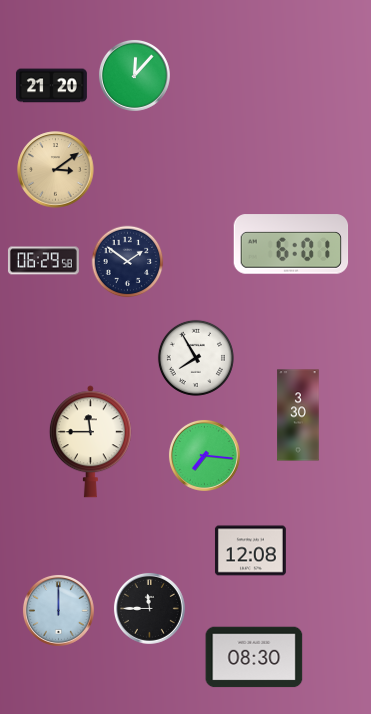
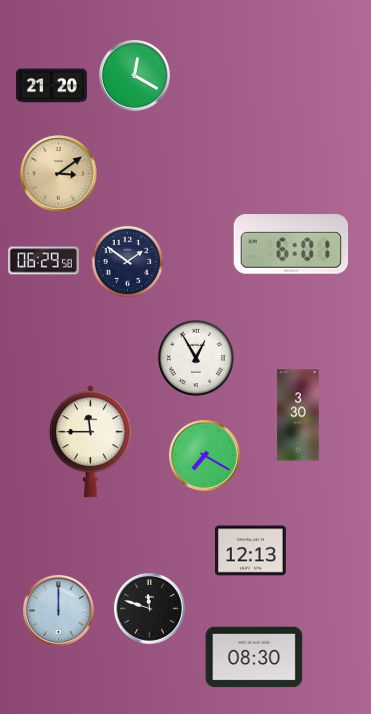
clock at (134, 75): 12:07 -> 12:20
clock at (56, 170) position: (56, 170) -> (59, 174)
clock at (196, 358): 7:55 -> 12:55
clock at (204, 455): 7:16 -> 7:20
clock at (250, 551): 12:08 -> 12:13
clock at (149, 608): 11:45 -> 11:48
